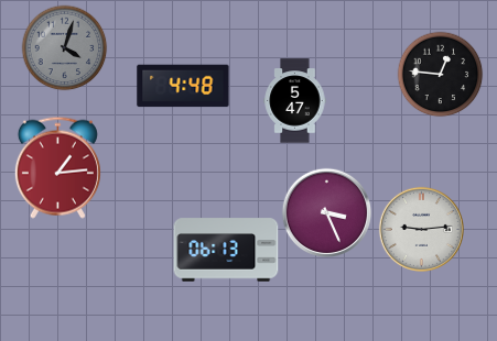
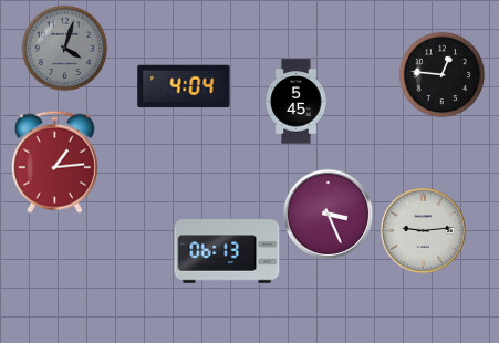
clock at (183, 86): 4:48 -> 4:04
clock at (295, 101): 5:47 -> 5:45
clock at (57, 167) position: (57, 167) -> (54, 162)
